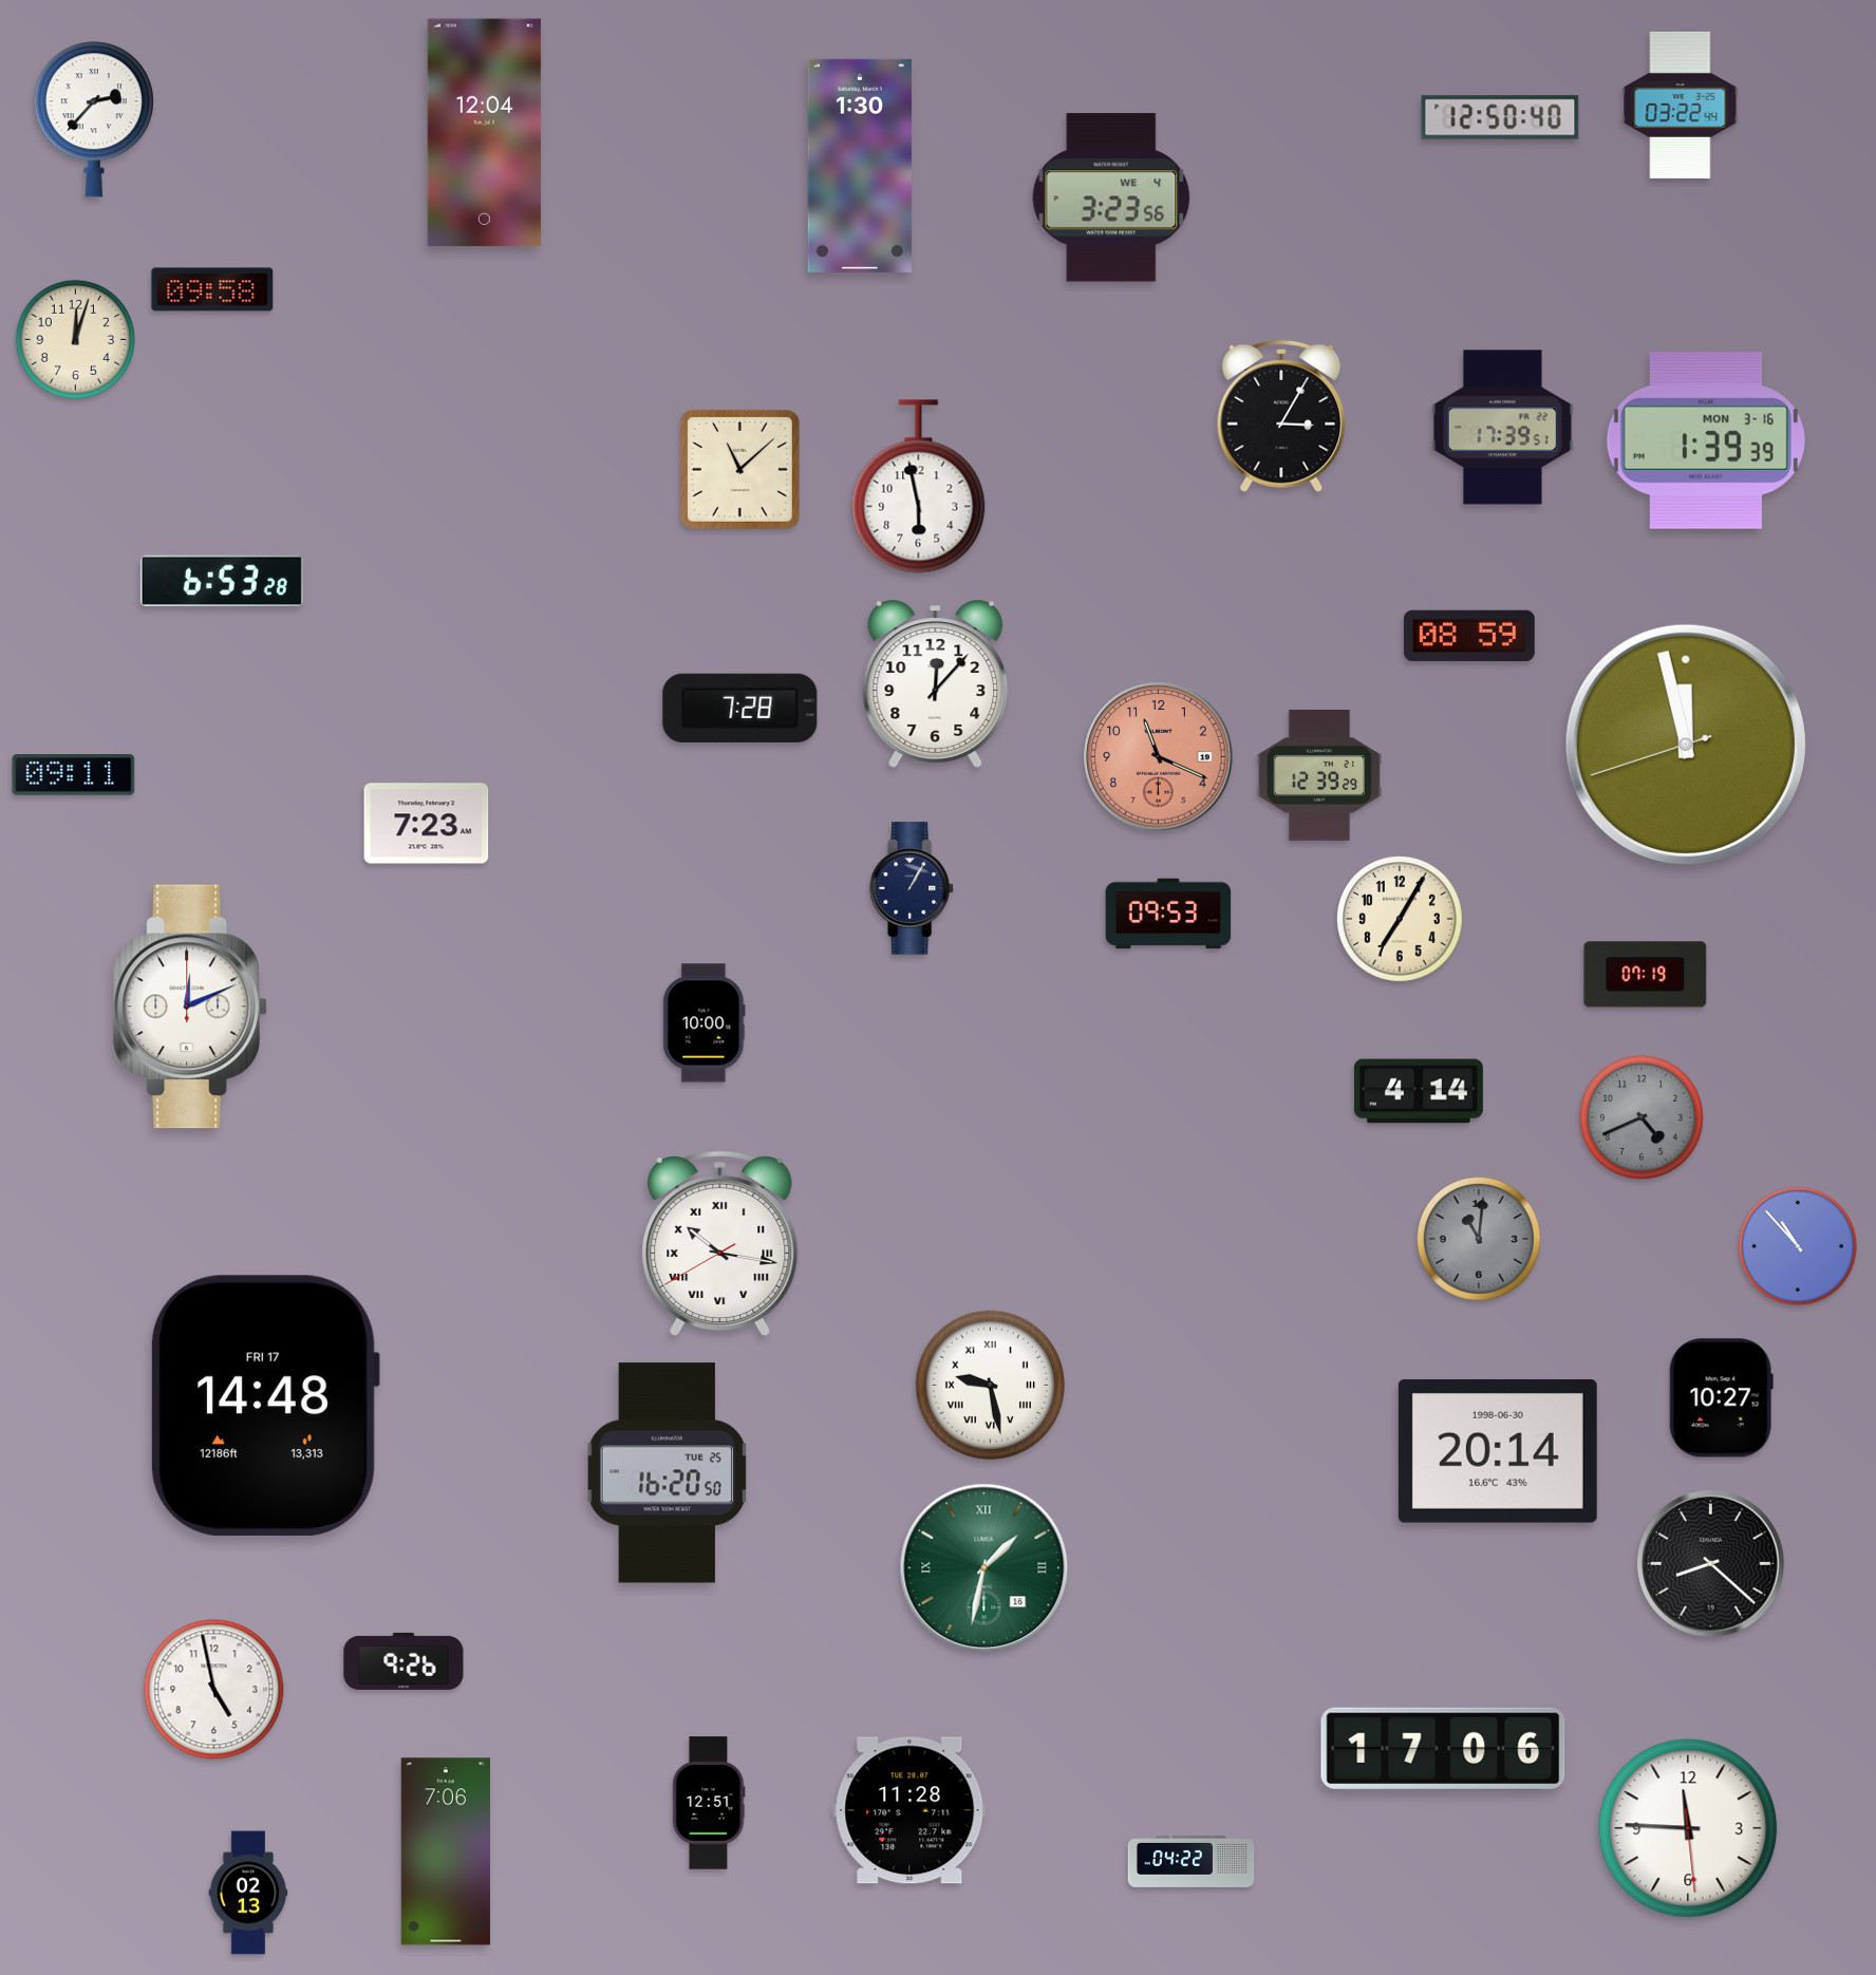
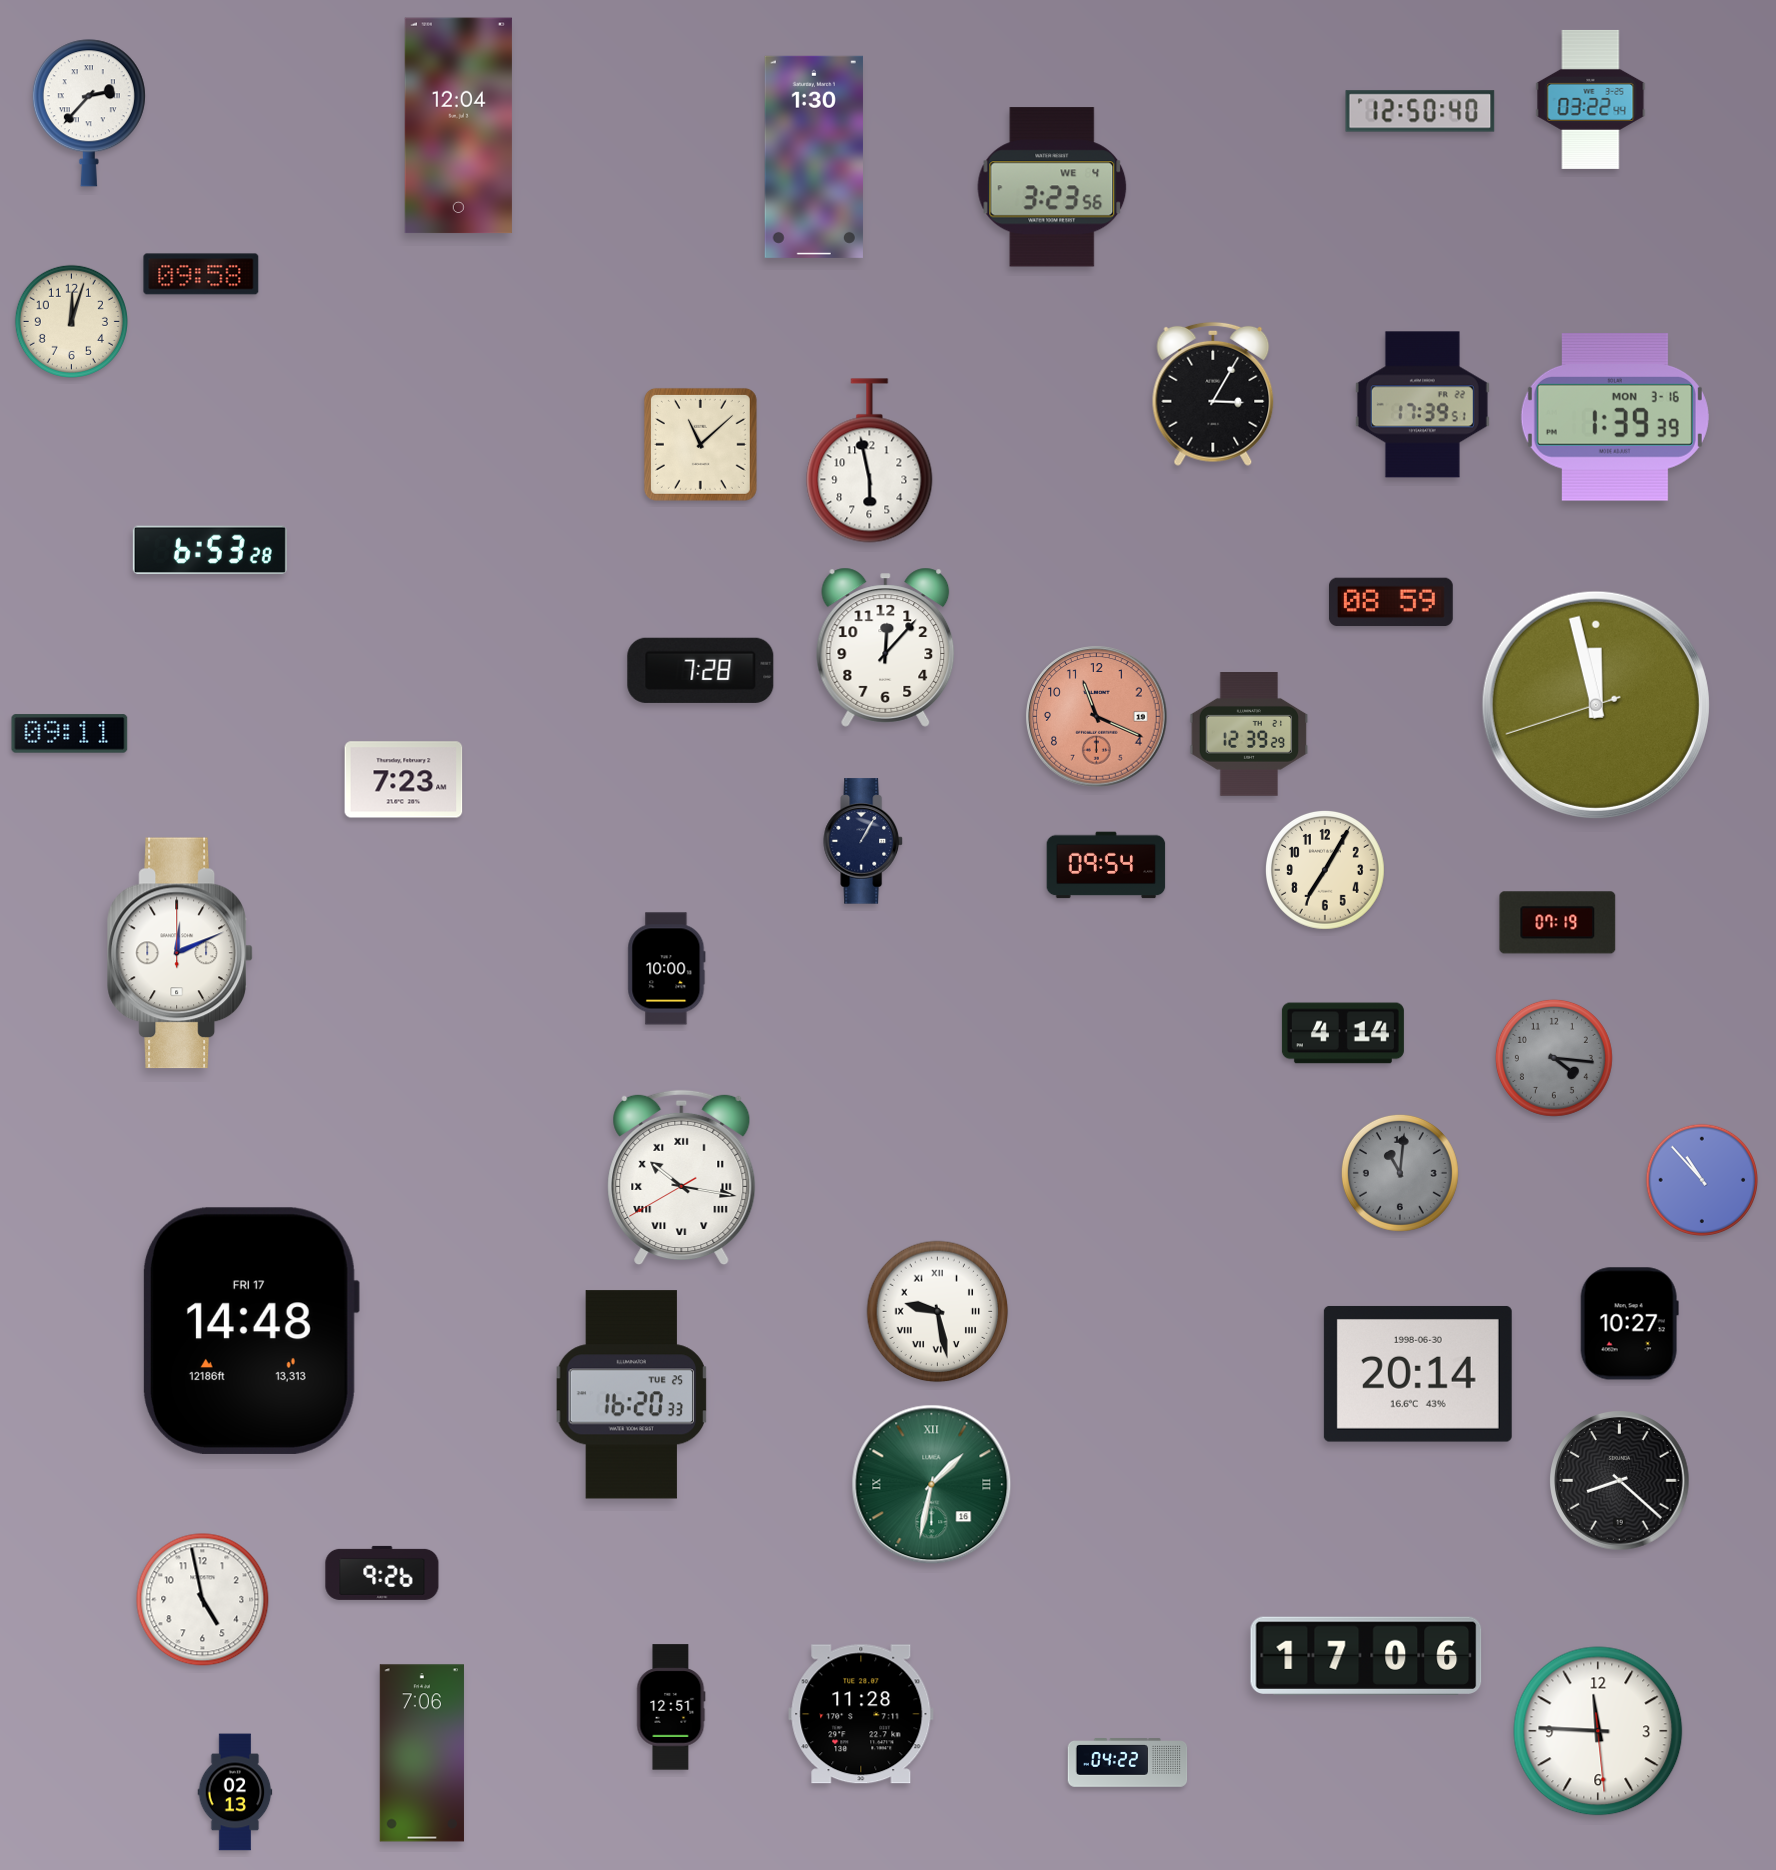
clock at (1168, 914): 09:53 -> 09:54
clock at (1641, 1117): 4:41 -> 4:16
clock at (668, 1473): 16:20:50 -> 16:20:33
